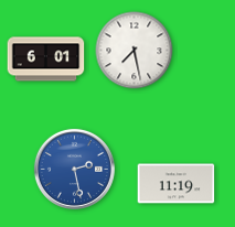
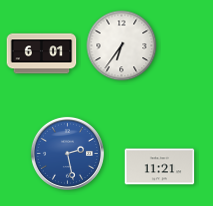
clock at (135, 51): 7:28 -> 6:36
clock at (177, 184): 11:19 -> 11:21
